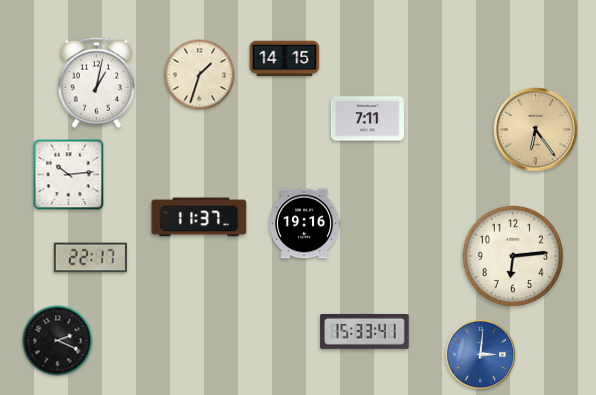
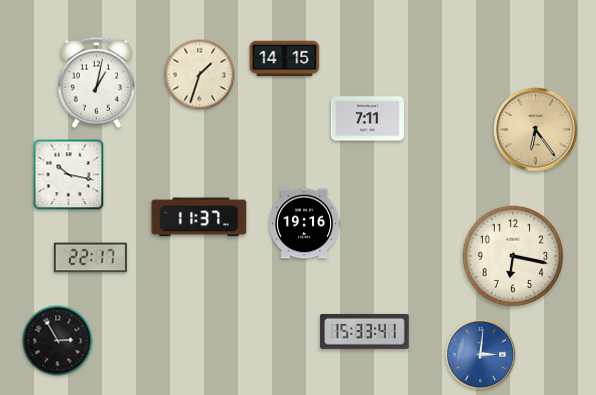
clock at (69, 175): 10:14 -> 10:17
clock at (512, 255): 6:14 -> 6:17
clock at (58, 341): 2:19 -> 2:55
